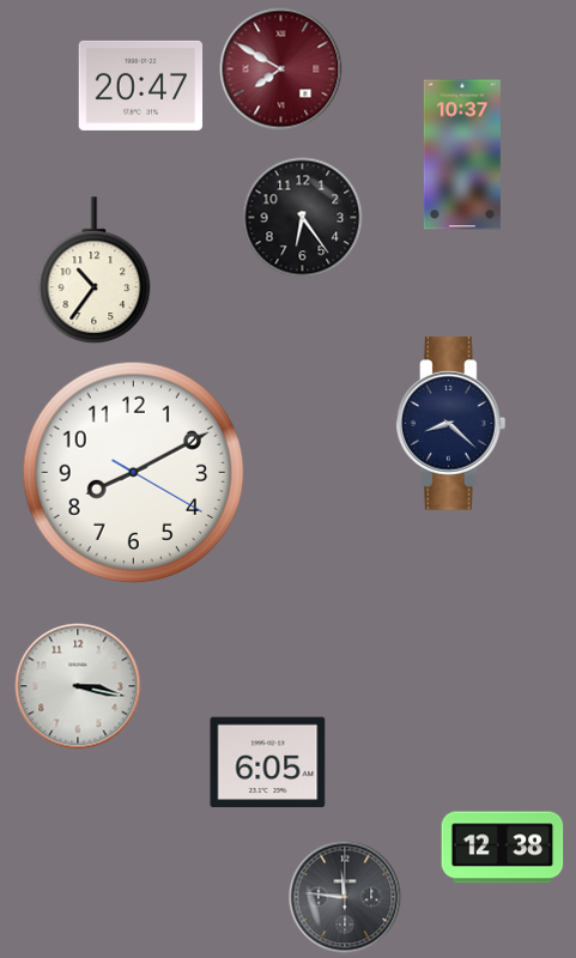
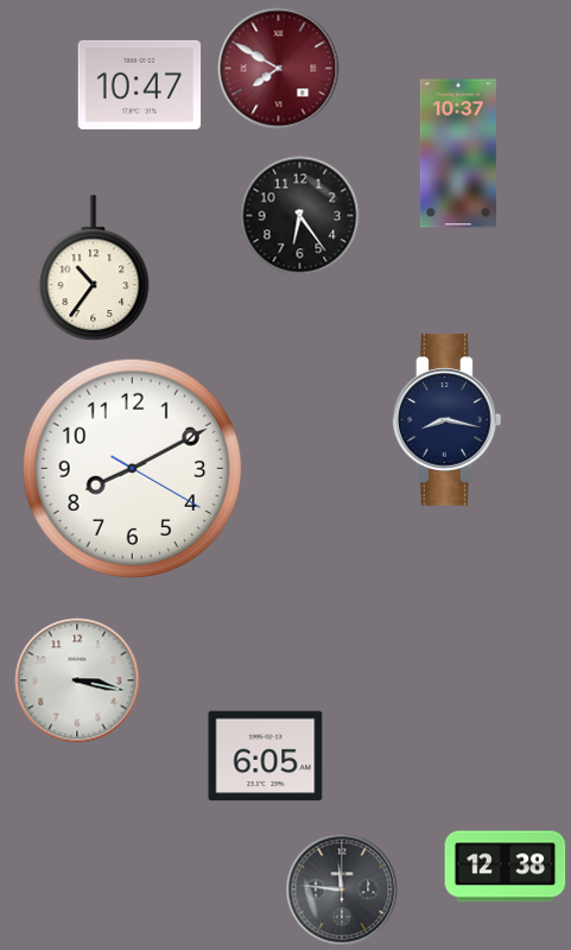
clock at (141, 85): 20:47 -> 10:47
clock at (451, 424): 8:22 -> 8:17
clock at (503, 848) position: (503, 848) -> (506, 867)
